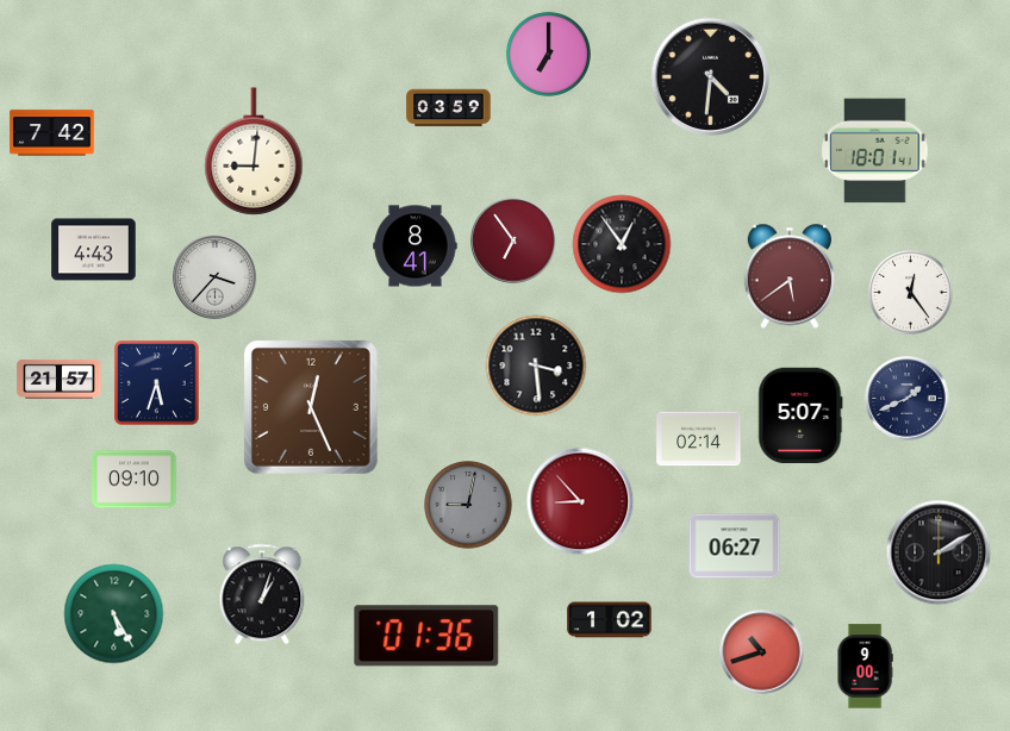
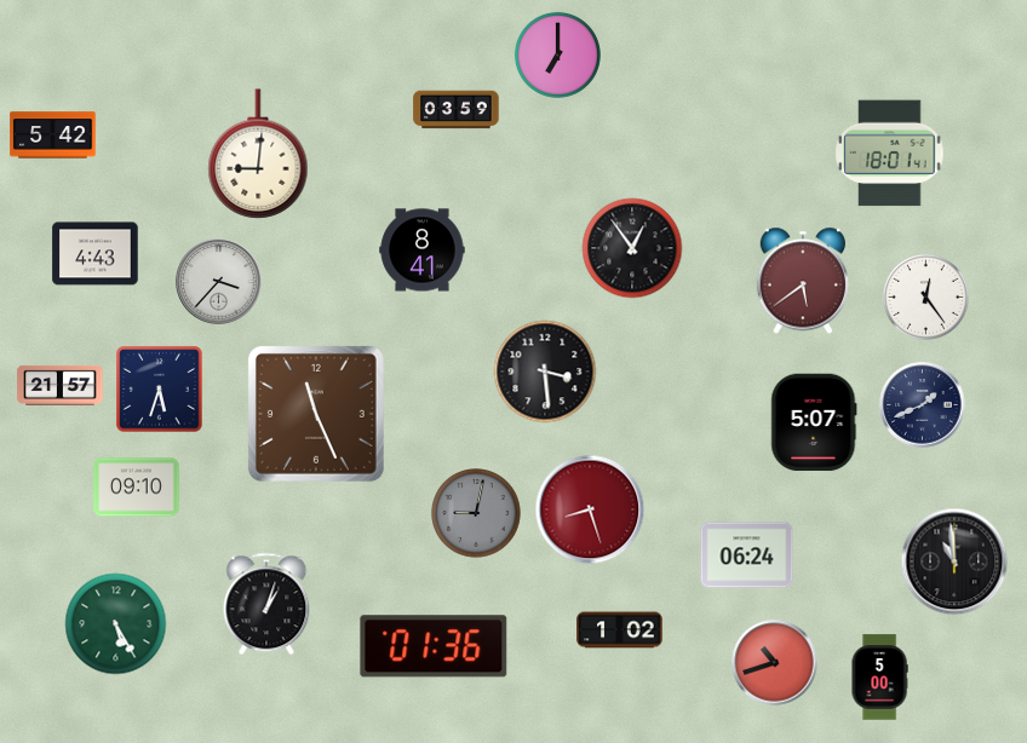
clock at (710, 76): 4:31 -> none
clock at (52, 133): 7:42 -> 5:42
clock at (513, 240): 6:54 -> none
clock at (311, 407): 12:26 -> 11:26
clock at (699, 439): 02:14 -> none
clock at (580, 501): 8:53 -> 8:27
clock at (735, 546): 06:27 -> 06:24
clock at (939, 552): 2:10 -> 10:59
clock at (865, 667): 9:00 -> 5:00
